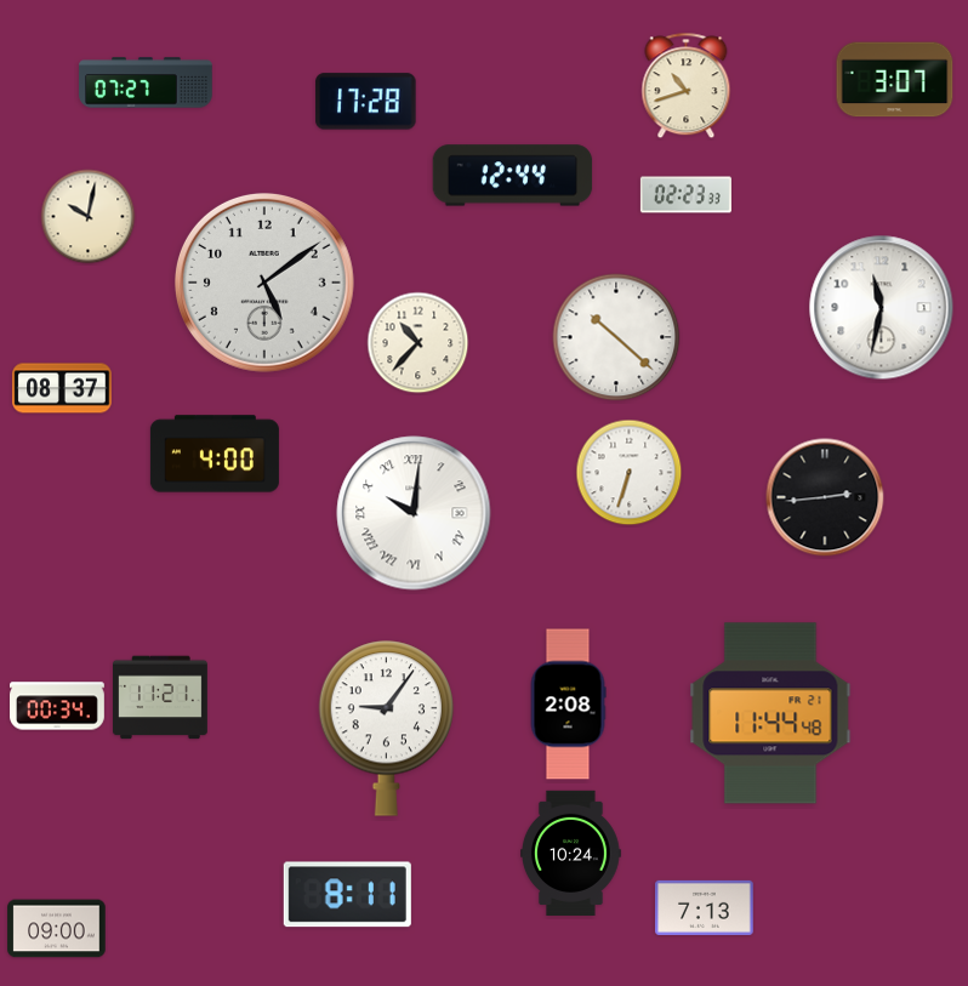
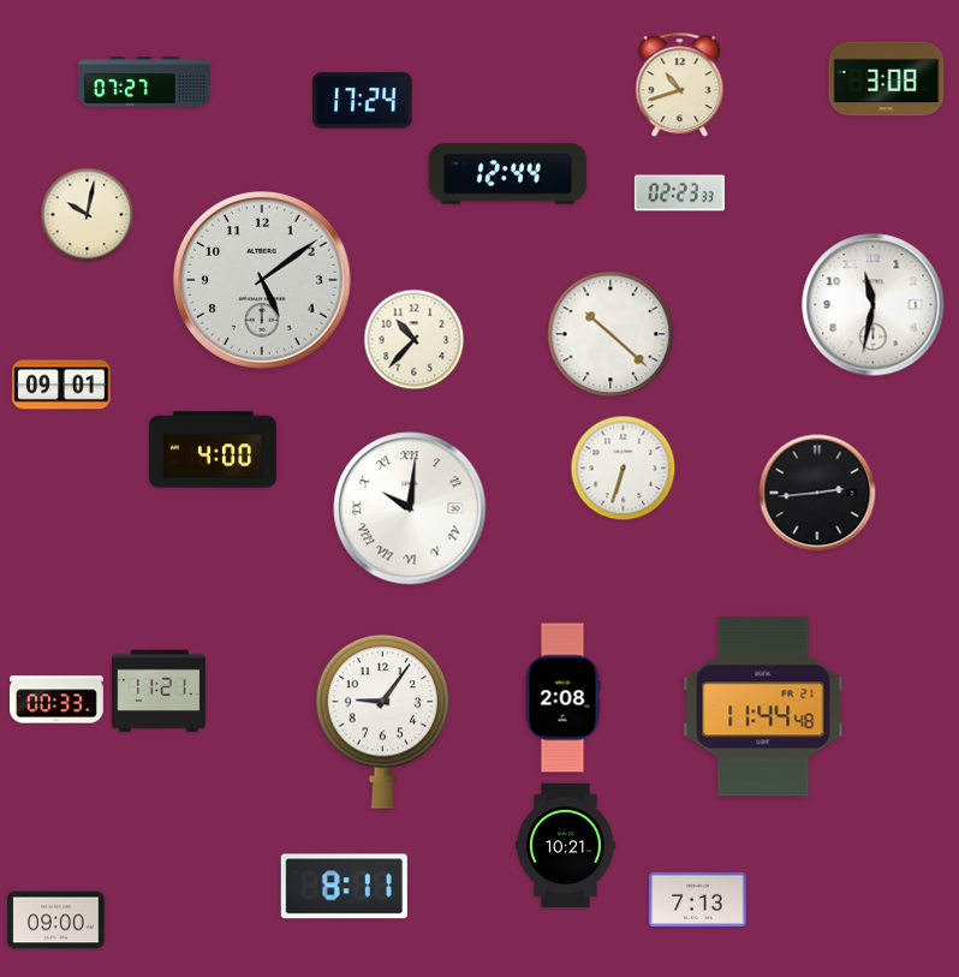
clock at (895, 80): 3:07 -> 3:08
clock at (366, 102): 17:28 -> 17:24
clock at (62, 388): 08:37 -> 09:01
clock at (58, 706): 00:34 -> 00:33
clock at (571, 853): 10:24 -> 10:21
